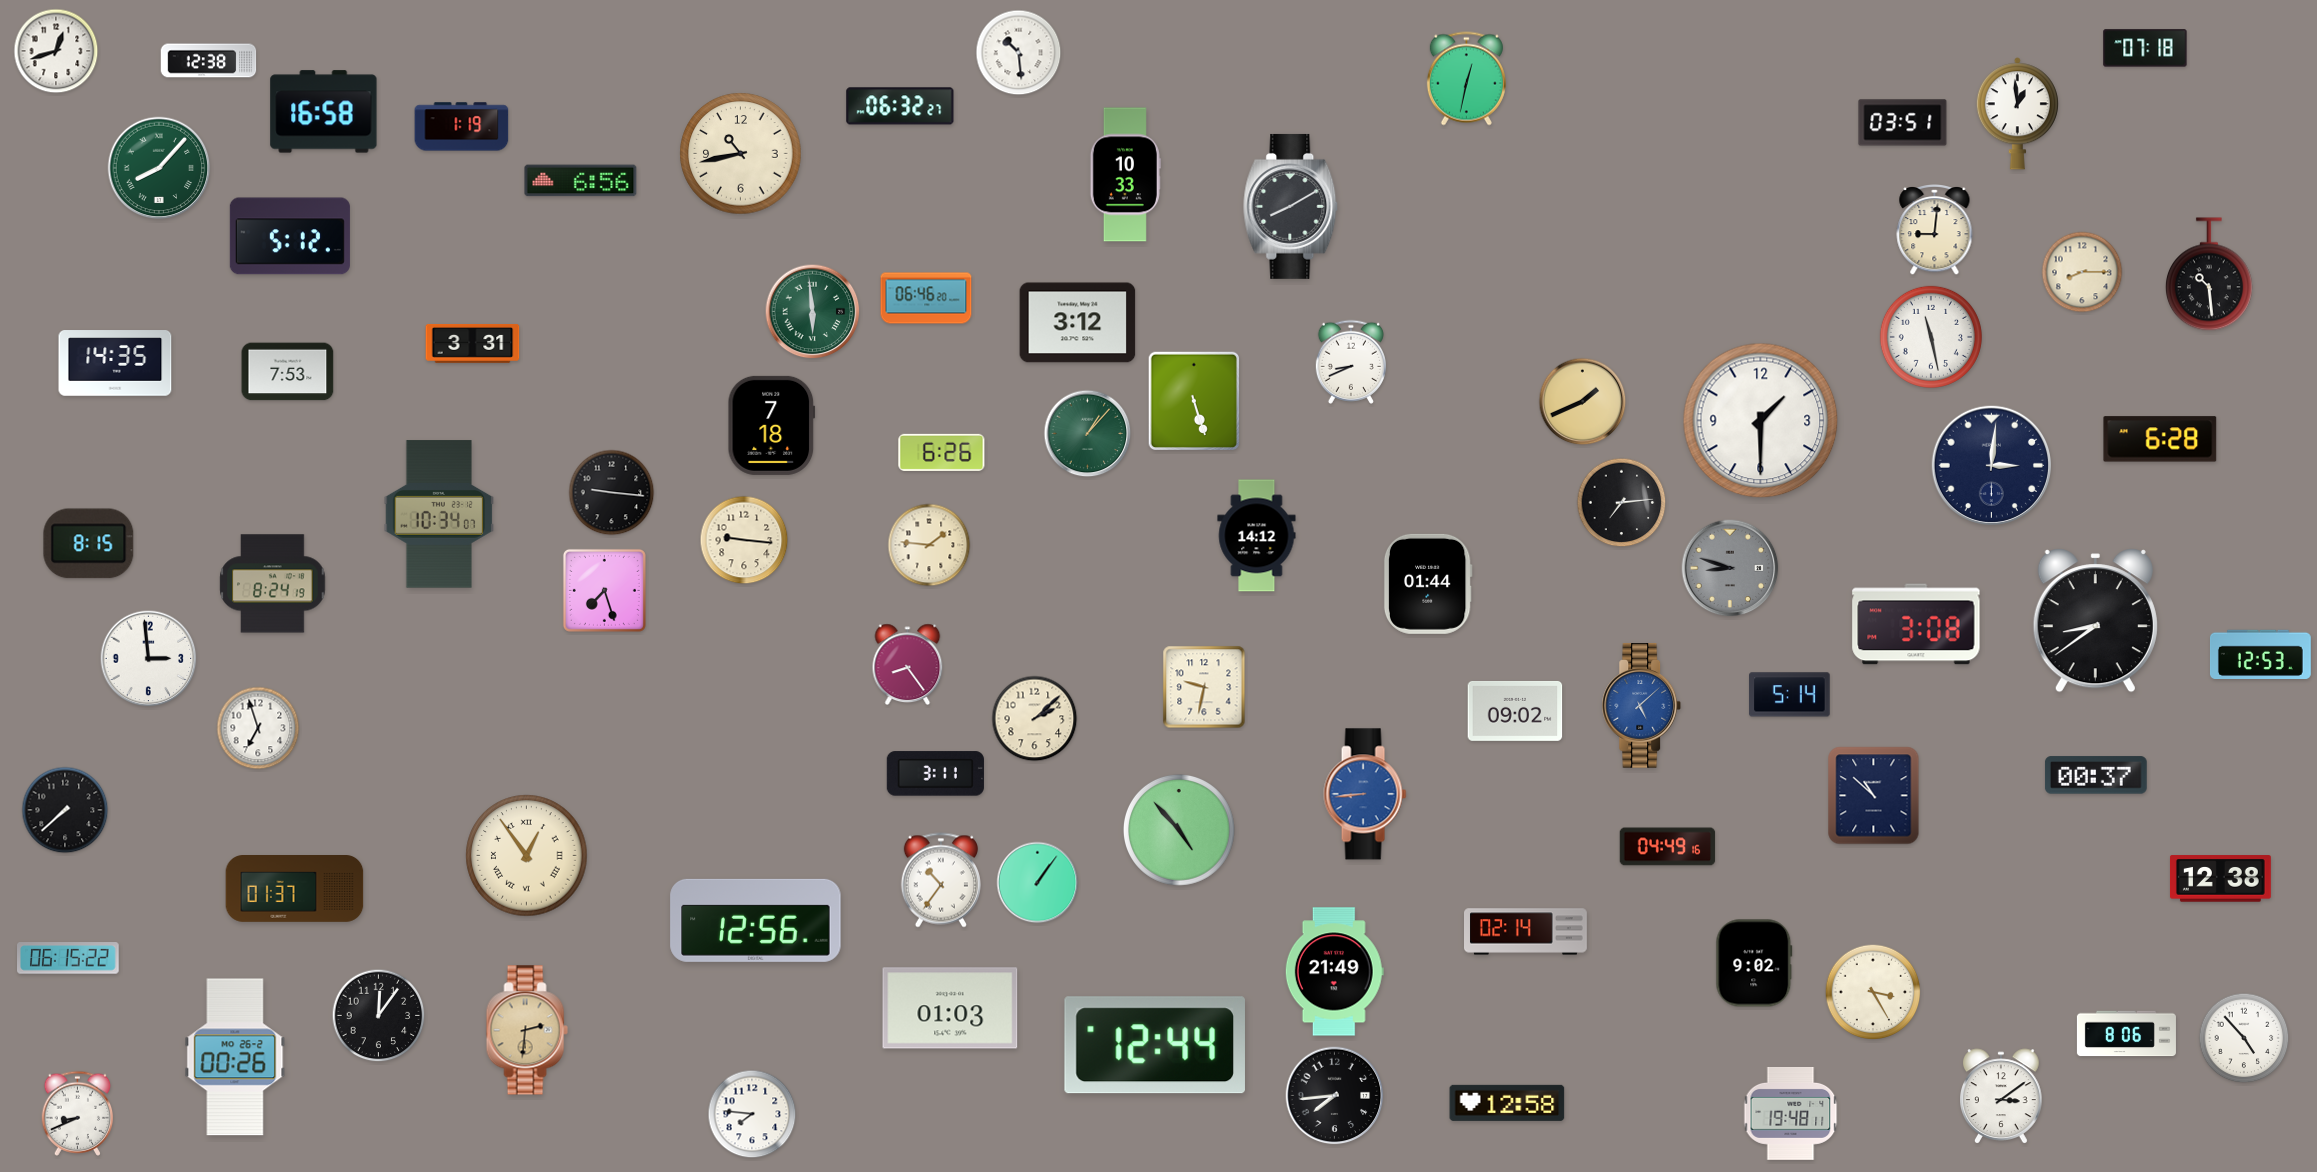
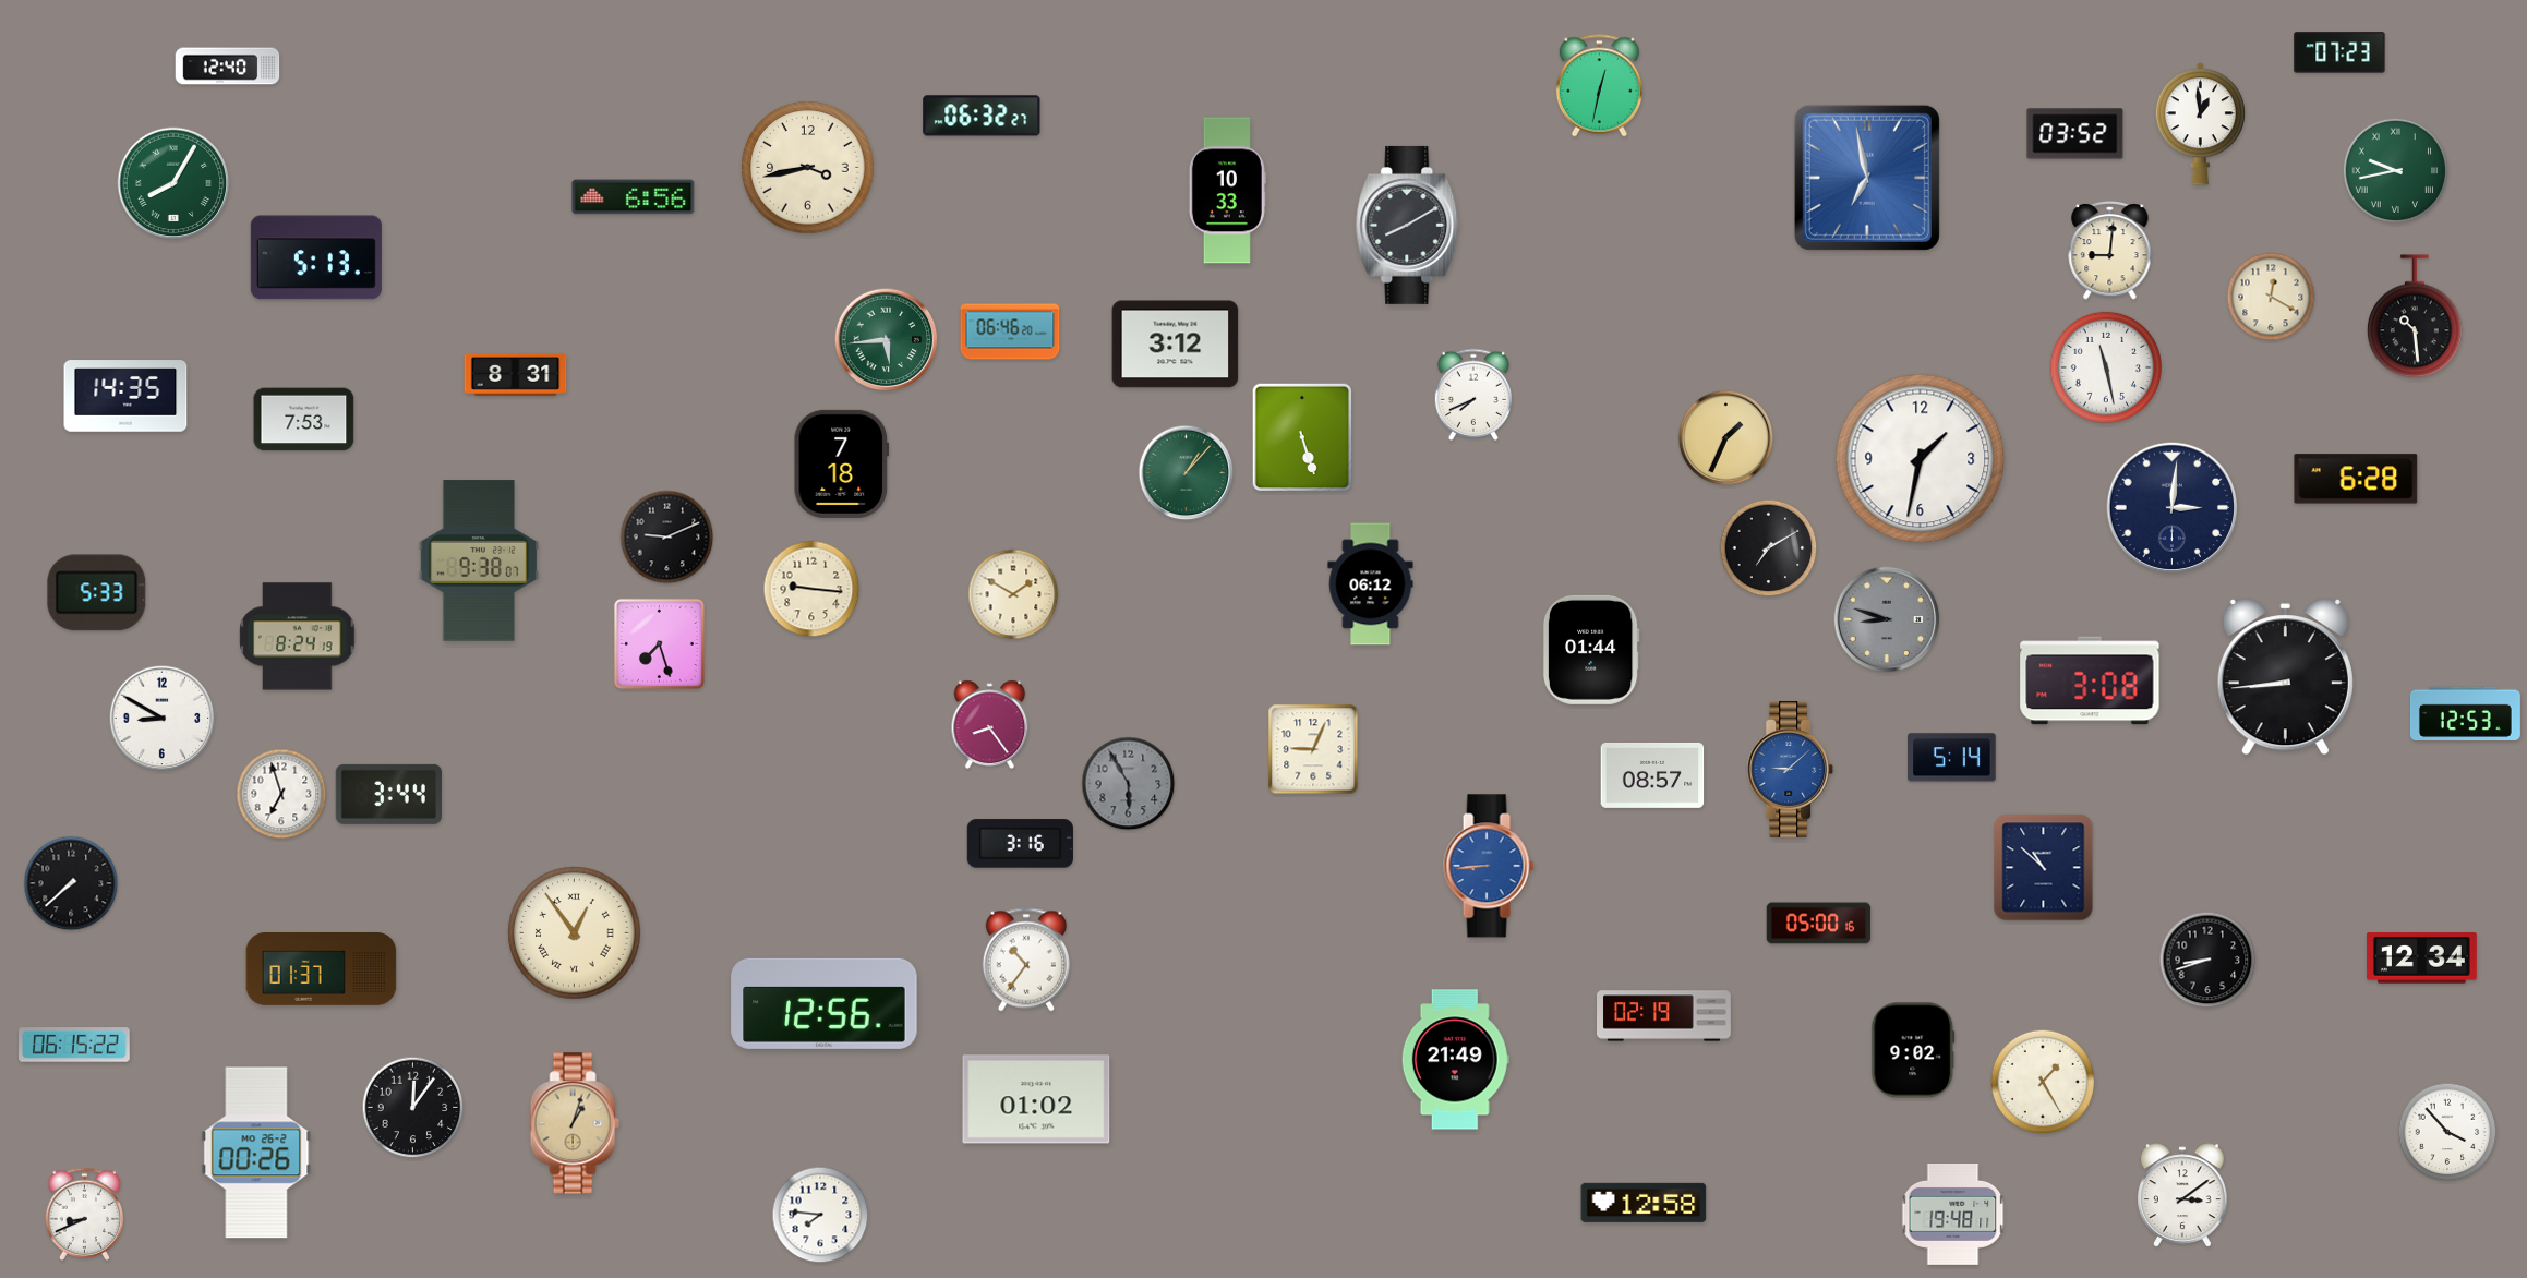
clock at (2145, 48): 07:18 -> 07:23
clock at (56, 51): 12:42 -> none
clock at (1019, 53): 10:29 -> none
clock at (209, 61): 12:38 -> 12:40
clock at (324, 112): 16:58 -> none
clock at (1903, 123): 03:51 -> 03:52
clock at (462, 127): 1:19 -> none
clock at (741, 154): 10:43 -> 3:43
clock at (2396, 171): none -> 9:43
clock at (1867, 178): none -> 6:58
clock at (159, 168): 8:07 -> 8:05
clock at (290, 236): 5:12 -> 5:13
clock at (2082, 272): 8:15 -> 12:20
clock at (2209, 274) position: (2209, 274) -> (2415, 316)
clock at (926, 298) position: (926, 298) -> (1010, 331)
clock at (813, 312): 5:59 -> 5:44
clock at (1078, 323) position: (1078, 323) -> (1176, 345)
clock at (473, 344): 3:31 -> 8:31
clock at (1351, 362): 8:41 -> 7:41
clock at (288, 372) position: (288, 372) -> (304, 420)
clock at (1583, 402): 1:41 -> 1:34
clock at (1761, 421): 1:30 -> 1:32
clock at (942, 452): 6:26 -> none
clock at (612, 493): 9:16 -> 9:11
clock at (1622, 503): 7:14 -> 7:10
clock at (439, 514): 10:34 -> 9:38
clock at (1257, 536): 14:12 -> 06:12
clock at (89, 544): 8:15 -> 5:33
clock at (929, 545): 1:46 -> 1:50
clock at (1428, 584) position: (1428, 584) -> (1591, 650)
clock at (2095, 621): 8:39 -> 8:44
clock at (149, 659): 2:59 -> 8:50
clock at (1204, 687): 9:32 -> 9:04
clock at (1642, 706): 5:08 -> 9:08
clock at (1515, 711): 09:02 -> 08:57
clock at (1035, 719): 2:08 -> 5:55
clock at (1035, 719) dial: cream -> grey
clock at (388, 794): none -> 3:44
clock at (935, 774): 3:11 -> 3:16
clock at (2096, 775): 00:37 -> none
clock at (1179, 830): 4:53 -> none
clock at (1668, 847): 04:49 -> 05:00
clock at (2220, 879): 12:38 -> 12:34
clock at (2207, 960): none -> 8:42
clock at (1038, 883): 1:06 -> none
clock at (1526, 932): 02:14 -> 02:19
clock at (1873, 992): 3:25 -> 1:25
clock at (950, 1008): 01:03 -> 01:02
clock at (527, 1030): 2:31 -> 1:03
clock at (2126, 1034): 8:06 -> none
clock at (2244, 1038): 4:53 -> 3:53
clock at (1155, 1045): 12:44 -> none
clock at (1335, 1096): 7:44 -> none
